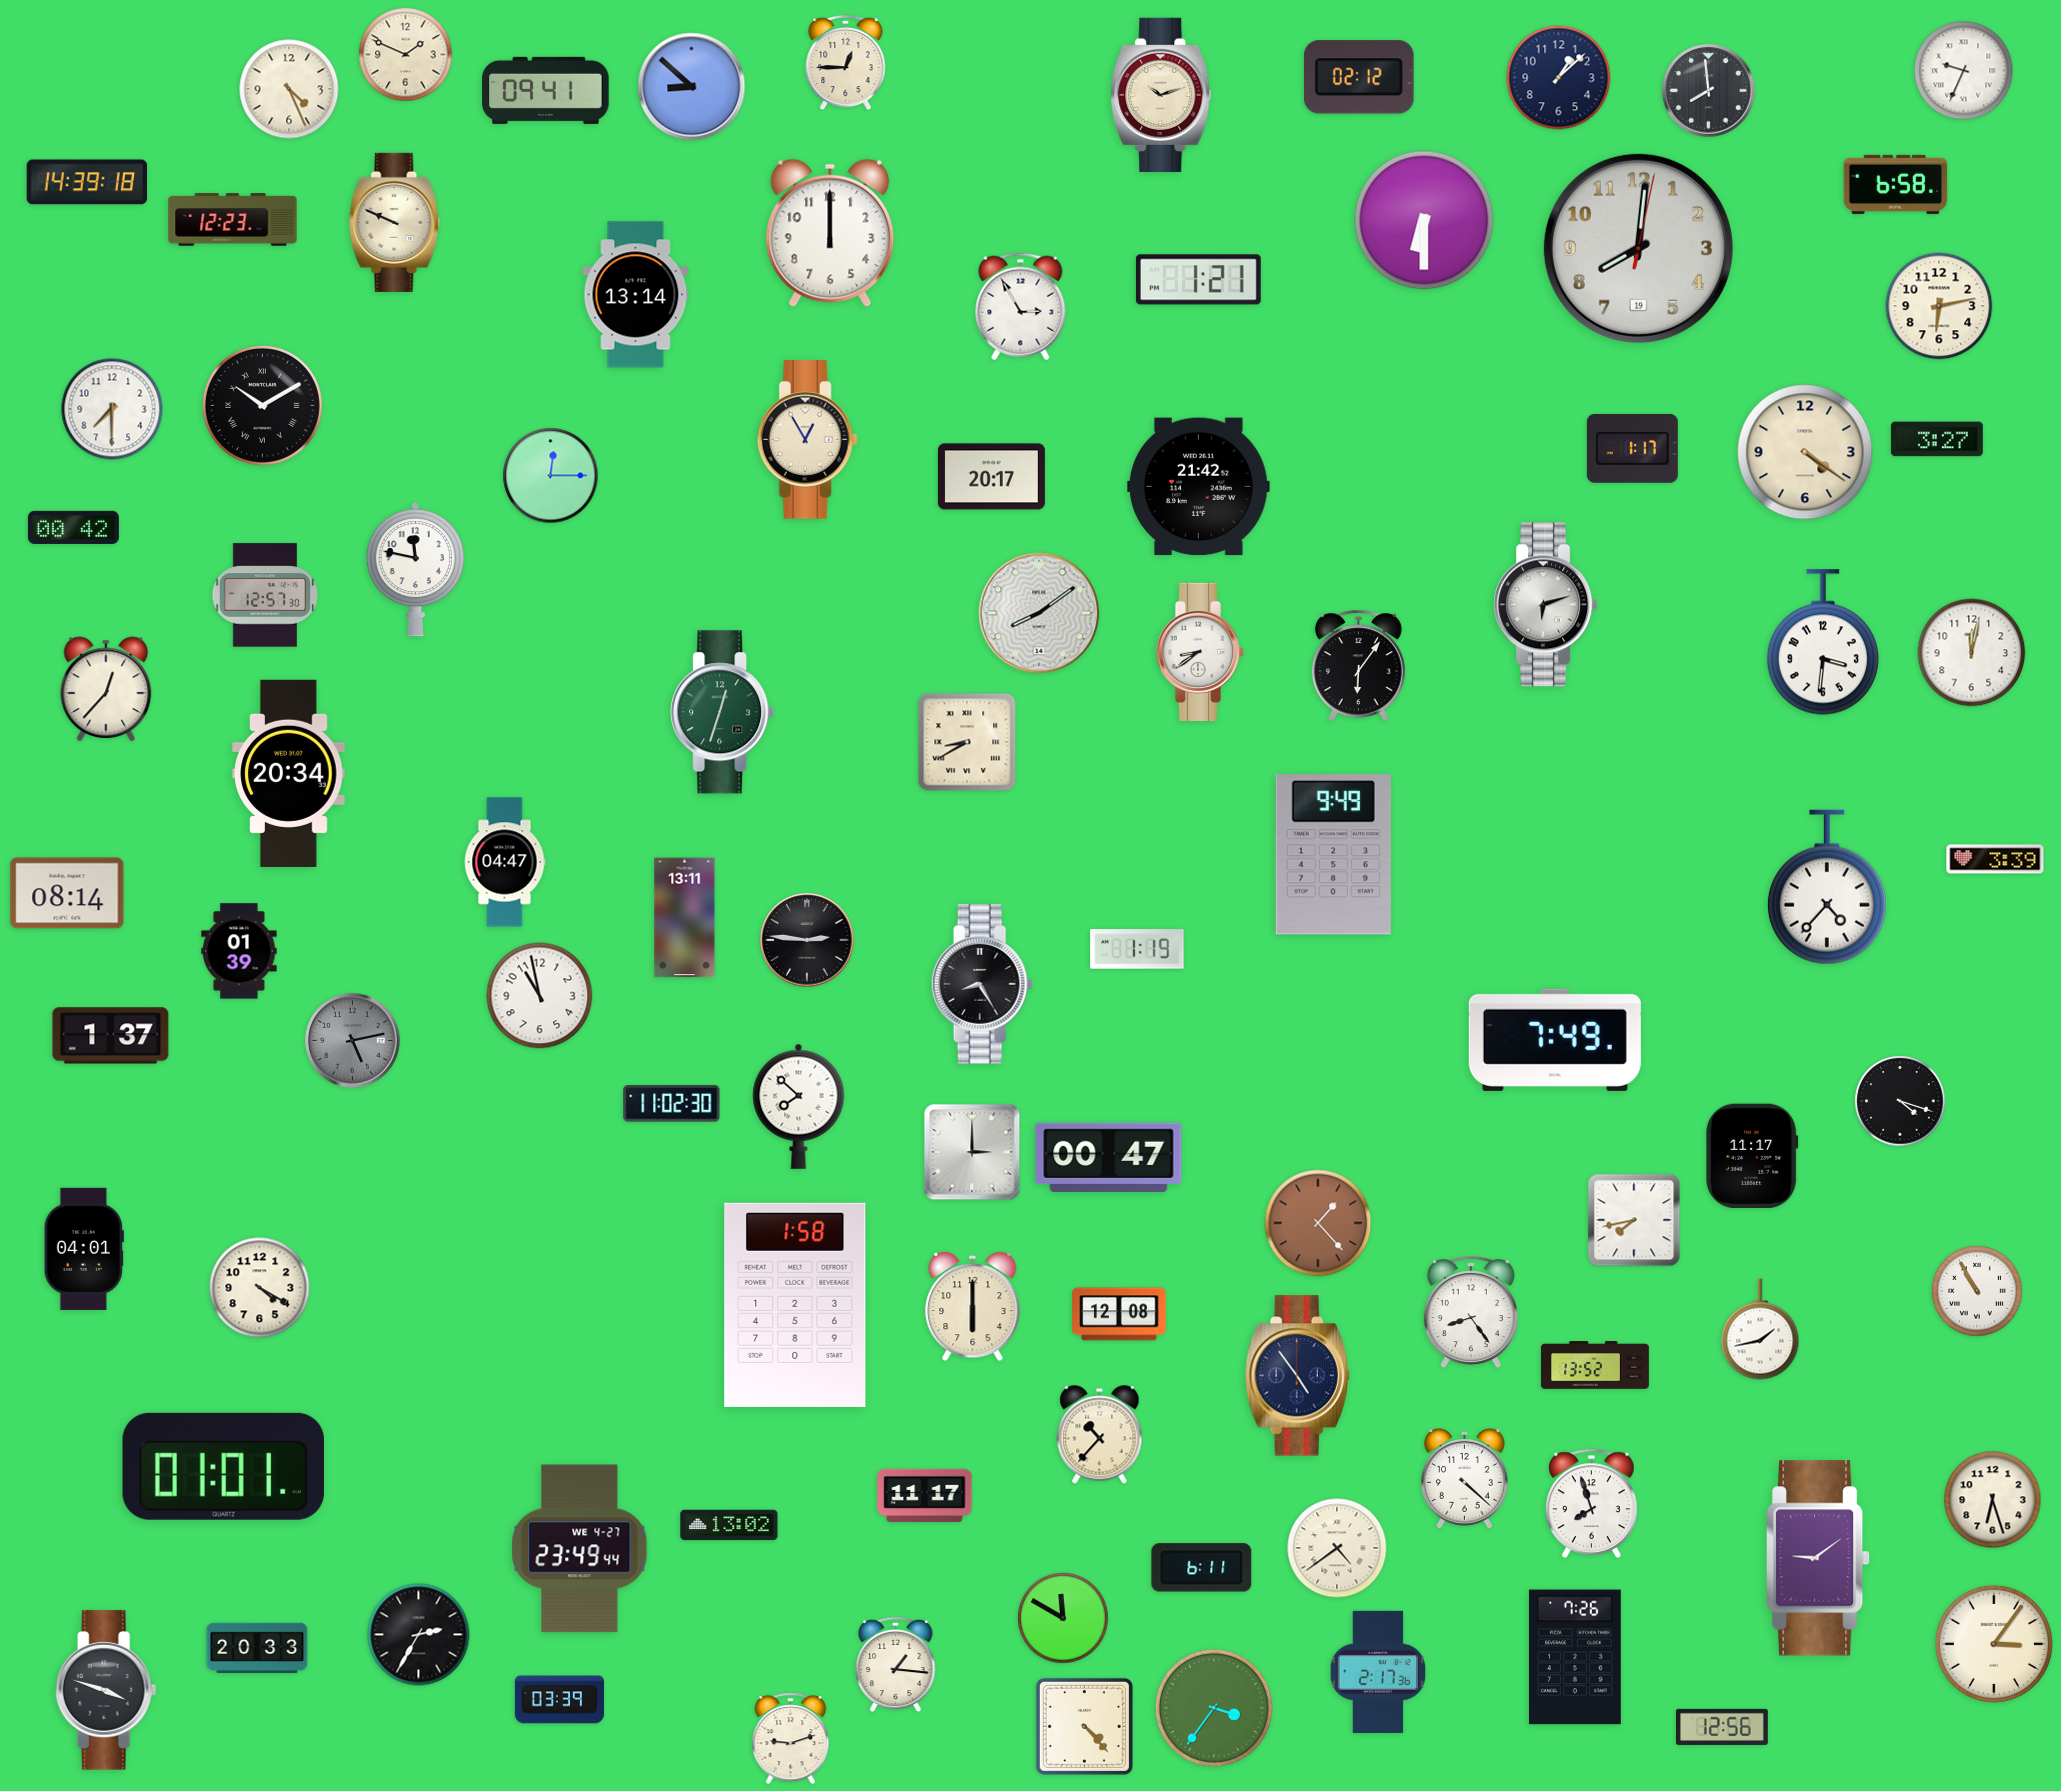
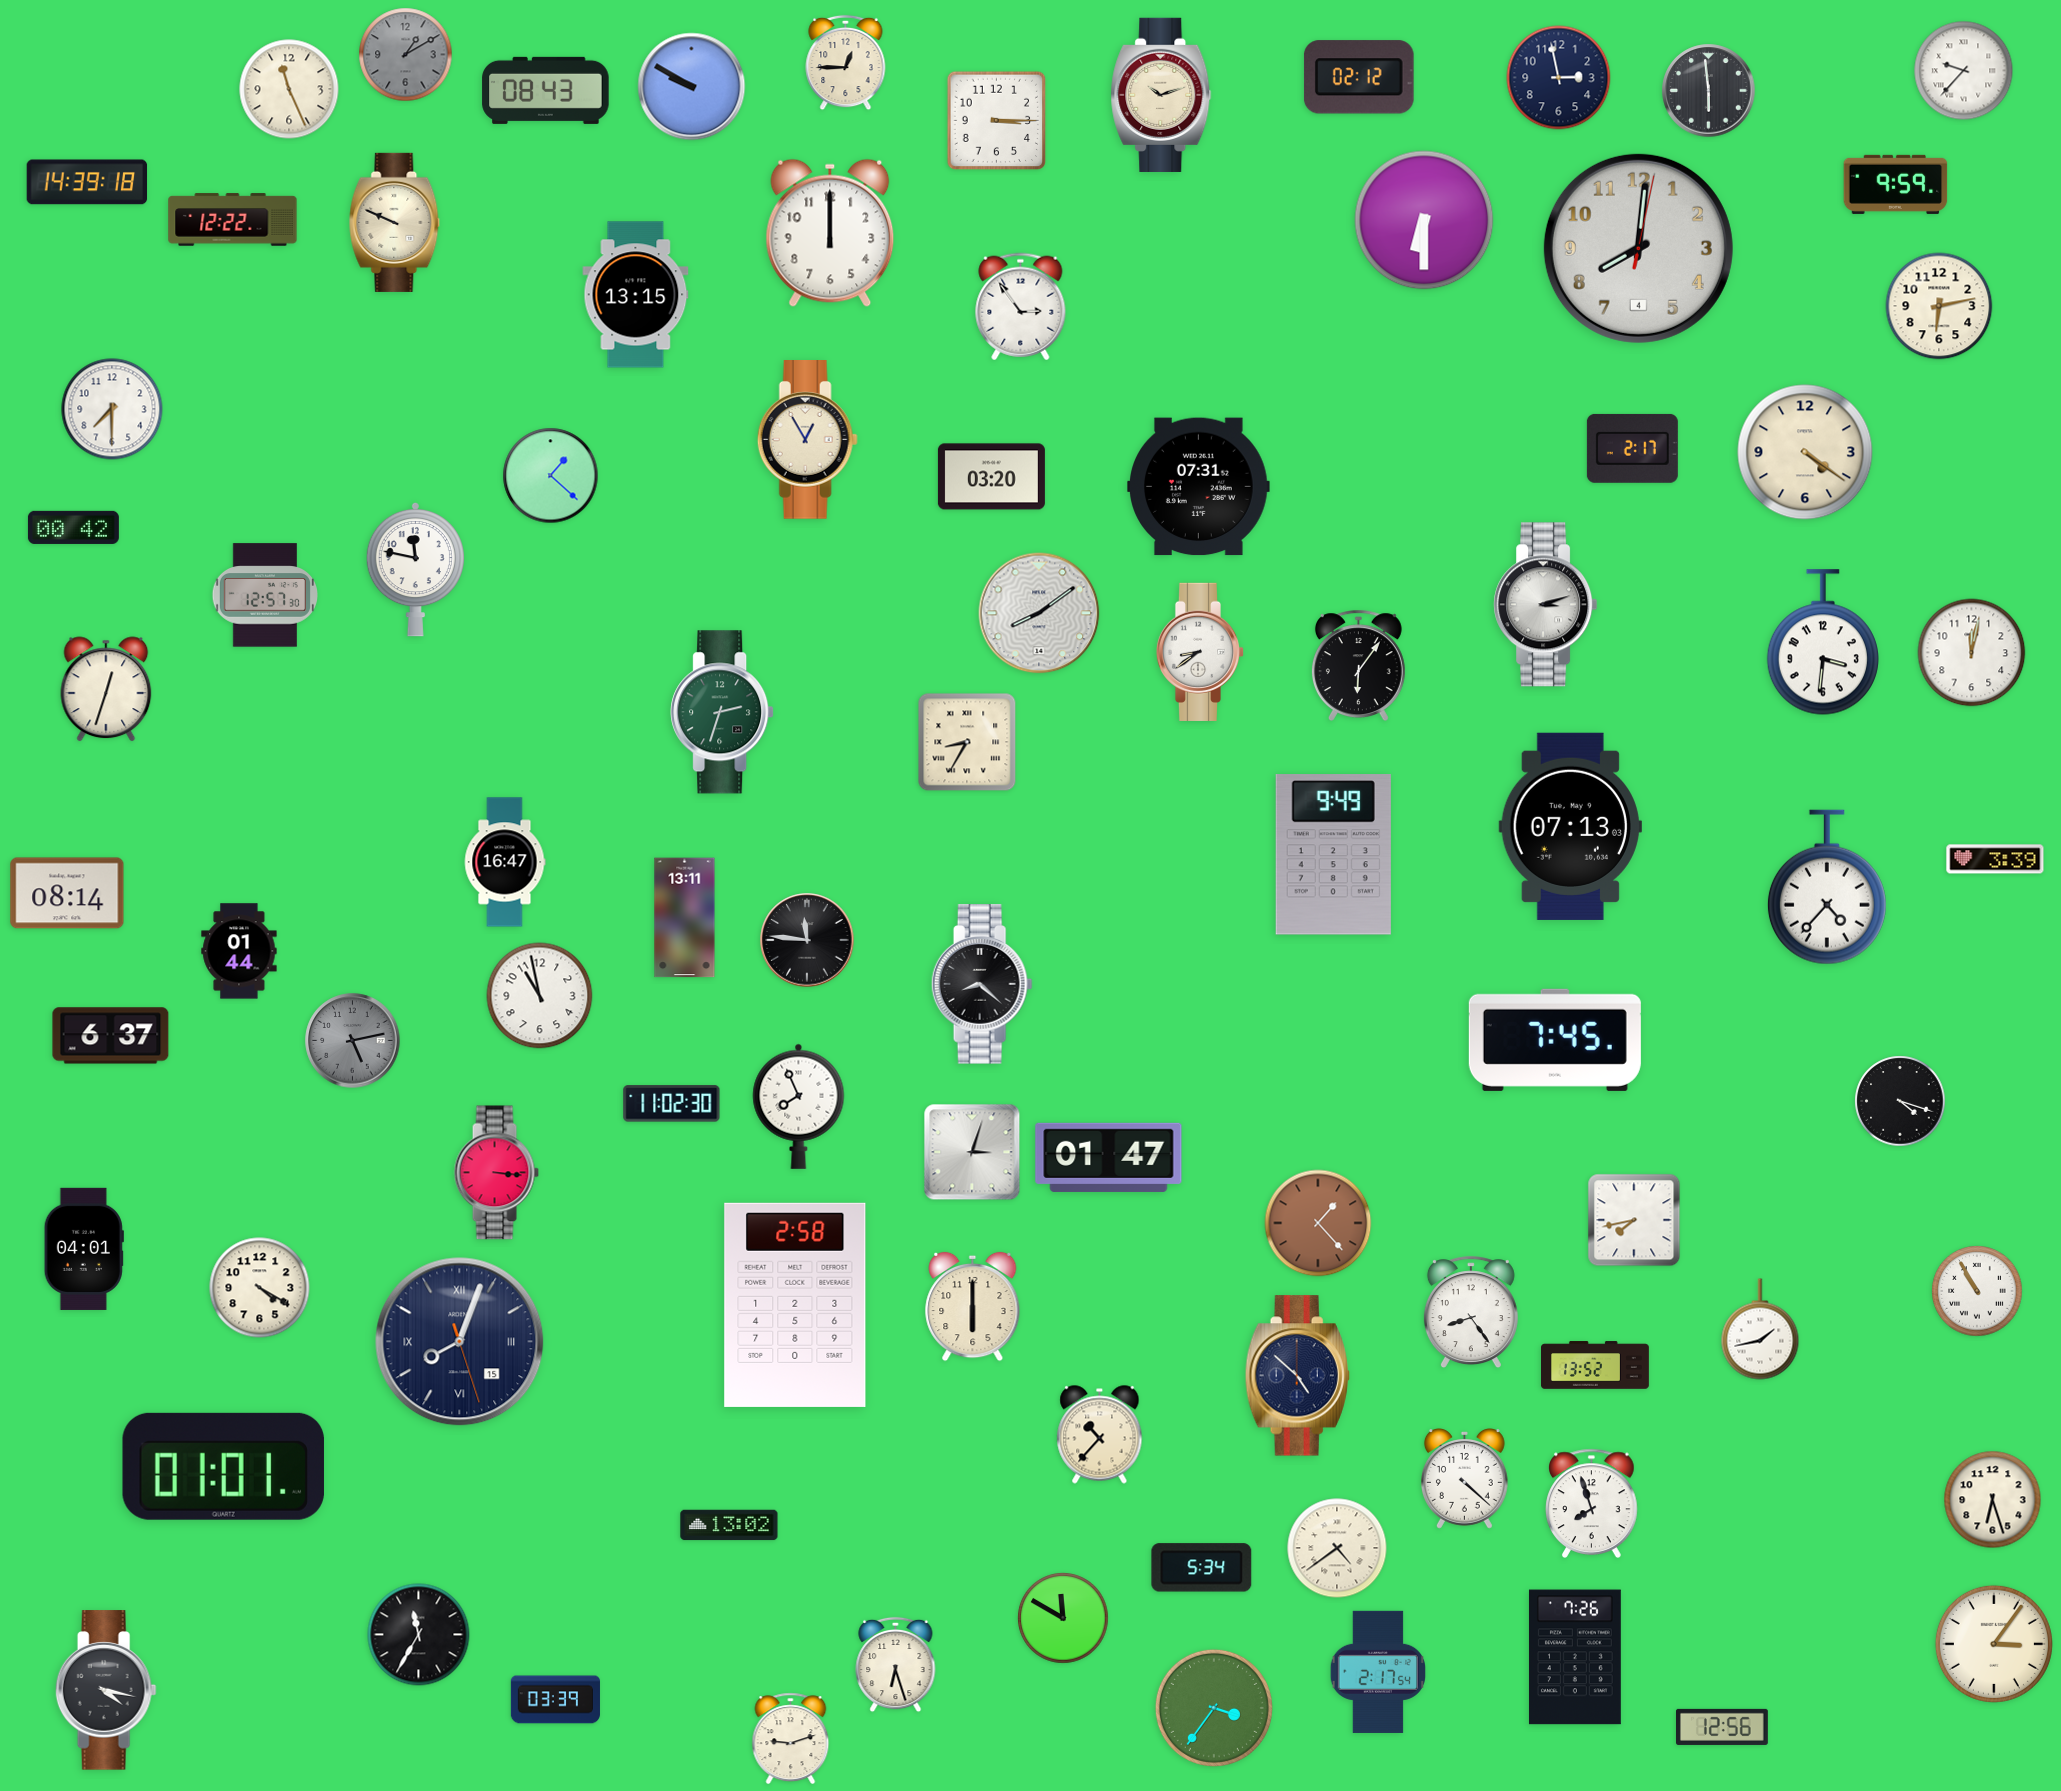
clock at (406, 55): 1:49 -> 1:10
clock at (406, 55) dial: cream -> grey
clock at (1964, 71): 9:34 -> 9:37
clock at (1559, 78): 1:08 -> 2:58
clock at (692, 87): 8:52 -> 9:50
clock at (289, 89): 4:26 -> 11:26
clock at (546, 90): 09:41 -> 08:43
clock at (1709, 91): 7:59 -> 5:59
clock at (997, 121): none -> 3:15
clock at (1896, 184): 6:58 -> 9:59
clock at (233, 220): 12:23 -> 12:22
clock at (1638, 248) date: 19 -> 4
clock at (1198, 280): 1:21 -> none
clock at (636, 295): 13:14 -> 13:15
clock at (1021, 307): 2:55 -> 2:54
clock at (262, 405): 10:10 -> none
clock at (1937, 439): 3:27 -> none
clock at (1632, 448): 1:17 -> 2:17
clock at (551, 476): 12:15 -> 1:22
clock at (991, 477): 20:17 -> 03:20
clock at (1199, 487): 21:42 -> 07:31
clock at (1546, 605): 6:12 -> 3:12
clock at (106, 689): 12:37 -> 12:33
clock at (722, 712): 12:33 -> 2:33
clock at (967, 742): 8:40 -> 8:35
clock at (289, 773): 20:34 -> none
clock at (1570, 826): none -> 07:13
clock at (505, 862): 04:47 -> 16:47
clock at (807, 940): 2:46 -> 11:46
clock at (1137, 949): 1:19 -> none
clock at (239, 951): 01:39 -> 01:44
clock at (982, 984): 8:25 -> 8:22
clock at (111, 1036): 1:37 -> 6:37
clock at (1555, 1040): 7:49 -> 7:45
clock at (799, 1106): 7:52 -> 7:56
clock at (972, 1152): 3:00 -> 3:03
clock at (1752, 1155): 11:17 -> none
clock at (1109, 1157): 00:47 -> 01:47
clock at (496, 1173): none -> 3:16
clock at (795, 1305): 1:58 -> 2:58
clock at (1119, 1314): 12:08 -> none
clock at (460, 1342): none -> 8:03
clock at (1297, 1376): 4:54 -> 4:52
clock at (925, 1495): 11:17 -> none
clock at (580, 1549): 23:49 -> none
clock at (1819, 1558): 9:09 -> none
clock at (1202, 1568): 6:11 -> 5:34
clock at (419, 1635): 2:35 -> 11:35
clock at (257, 1647): 20:33 -> none
clock at (896, 1665): 1:16 -> 6:27
clock at (1377, 1672): 2:17:36 -> 2:17:54
clock at (106, 1690): 3:48 -> 4:17
clock at (559, 1700) position: (559, 1700) -> (555, 1700)
clock at (1084, 1726): 4:23 -> none
